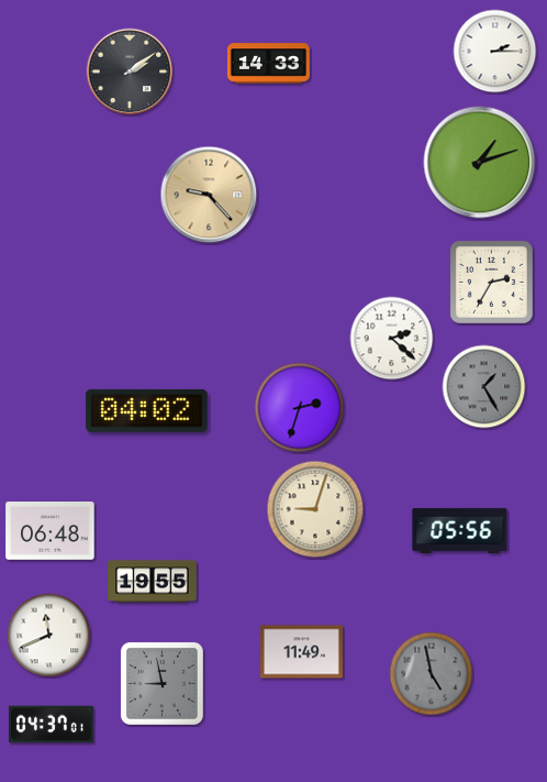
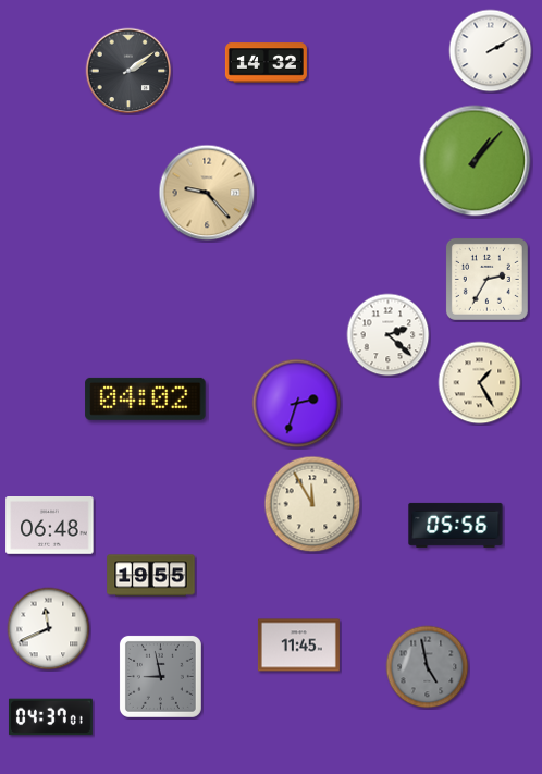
clock at (495, 52): 2:15 -> 2:10
clock at (268, 64): 14:33 -> 14:32
clock at (480, 163): 1:12 -> 1:07
clock at (484, 387) dial: grey -> cream
clock at (147, 410) position: (147, 410) -> (146, 398)
clock at (315, 509): 9:03 -> 11:55
clock at (301, 652): 11:49 -> 11:45
